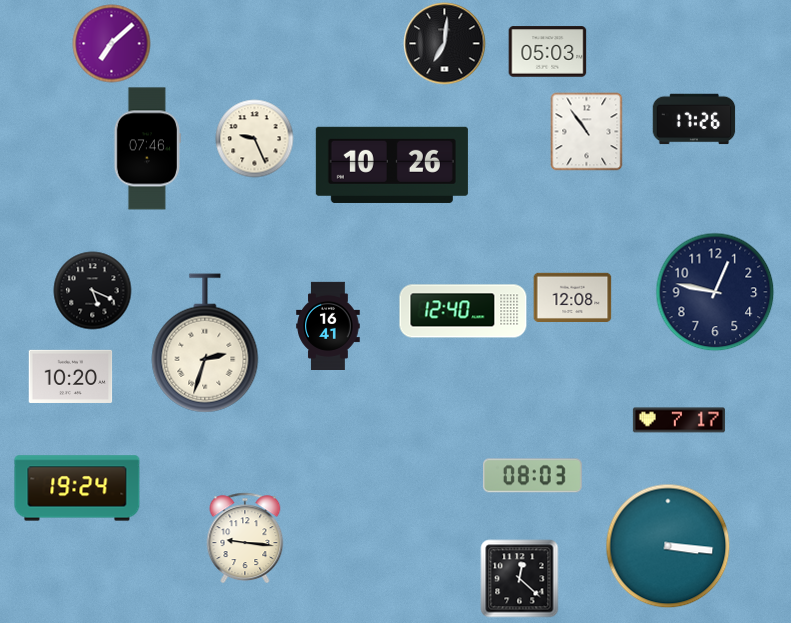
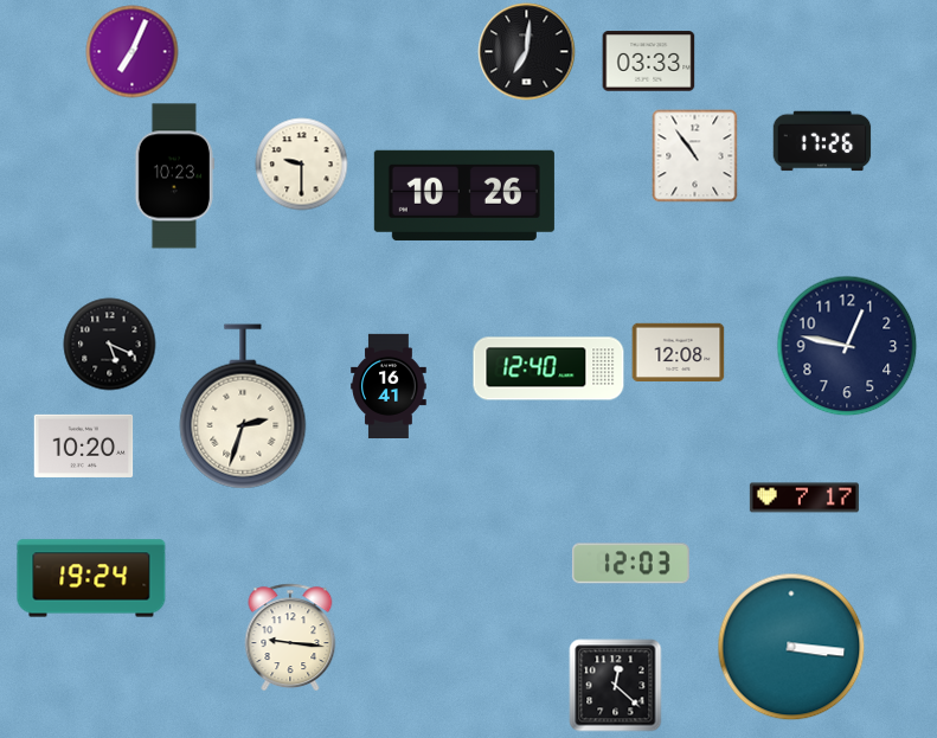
clock at (111, 43): 7:08 -> 7:04
clock at (547, 52): 05:03 -> 03:33
clock at (254, 138): 9:26 -> 9:30
clock at (147, 149): 07:46 -> 10:23
clock at (532, 476): 08:03 -> 12:03
